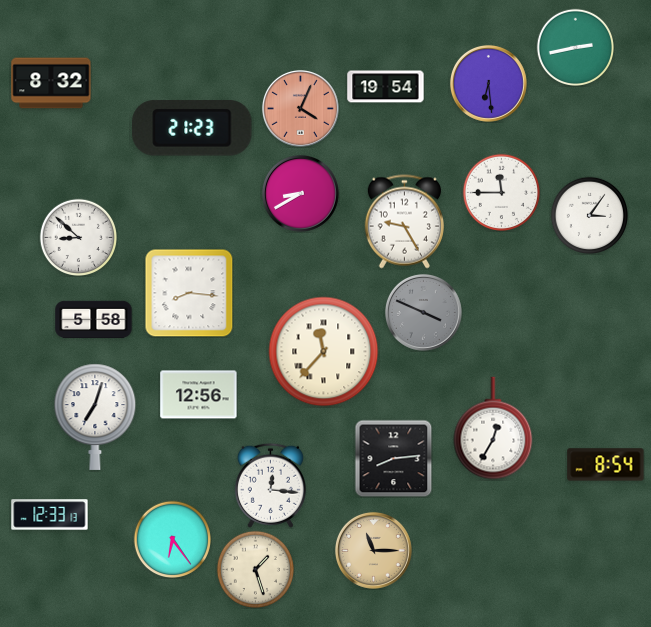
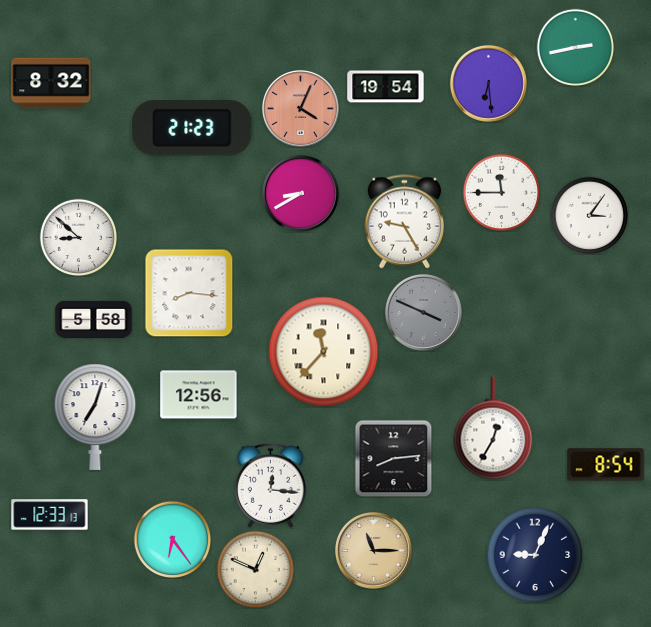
clock at (535, 555): none -> 9:04
clock at (255, 569): 1:27 -> 12:49
